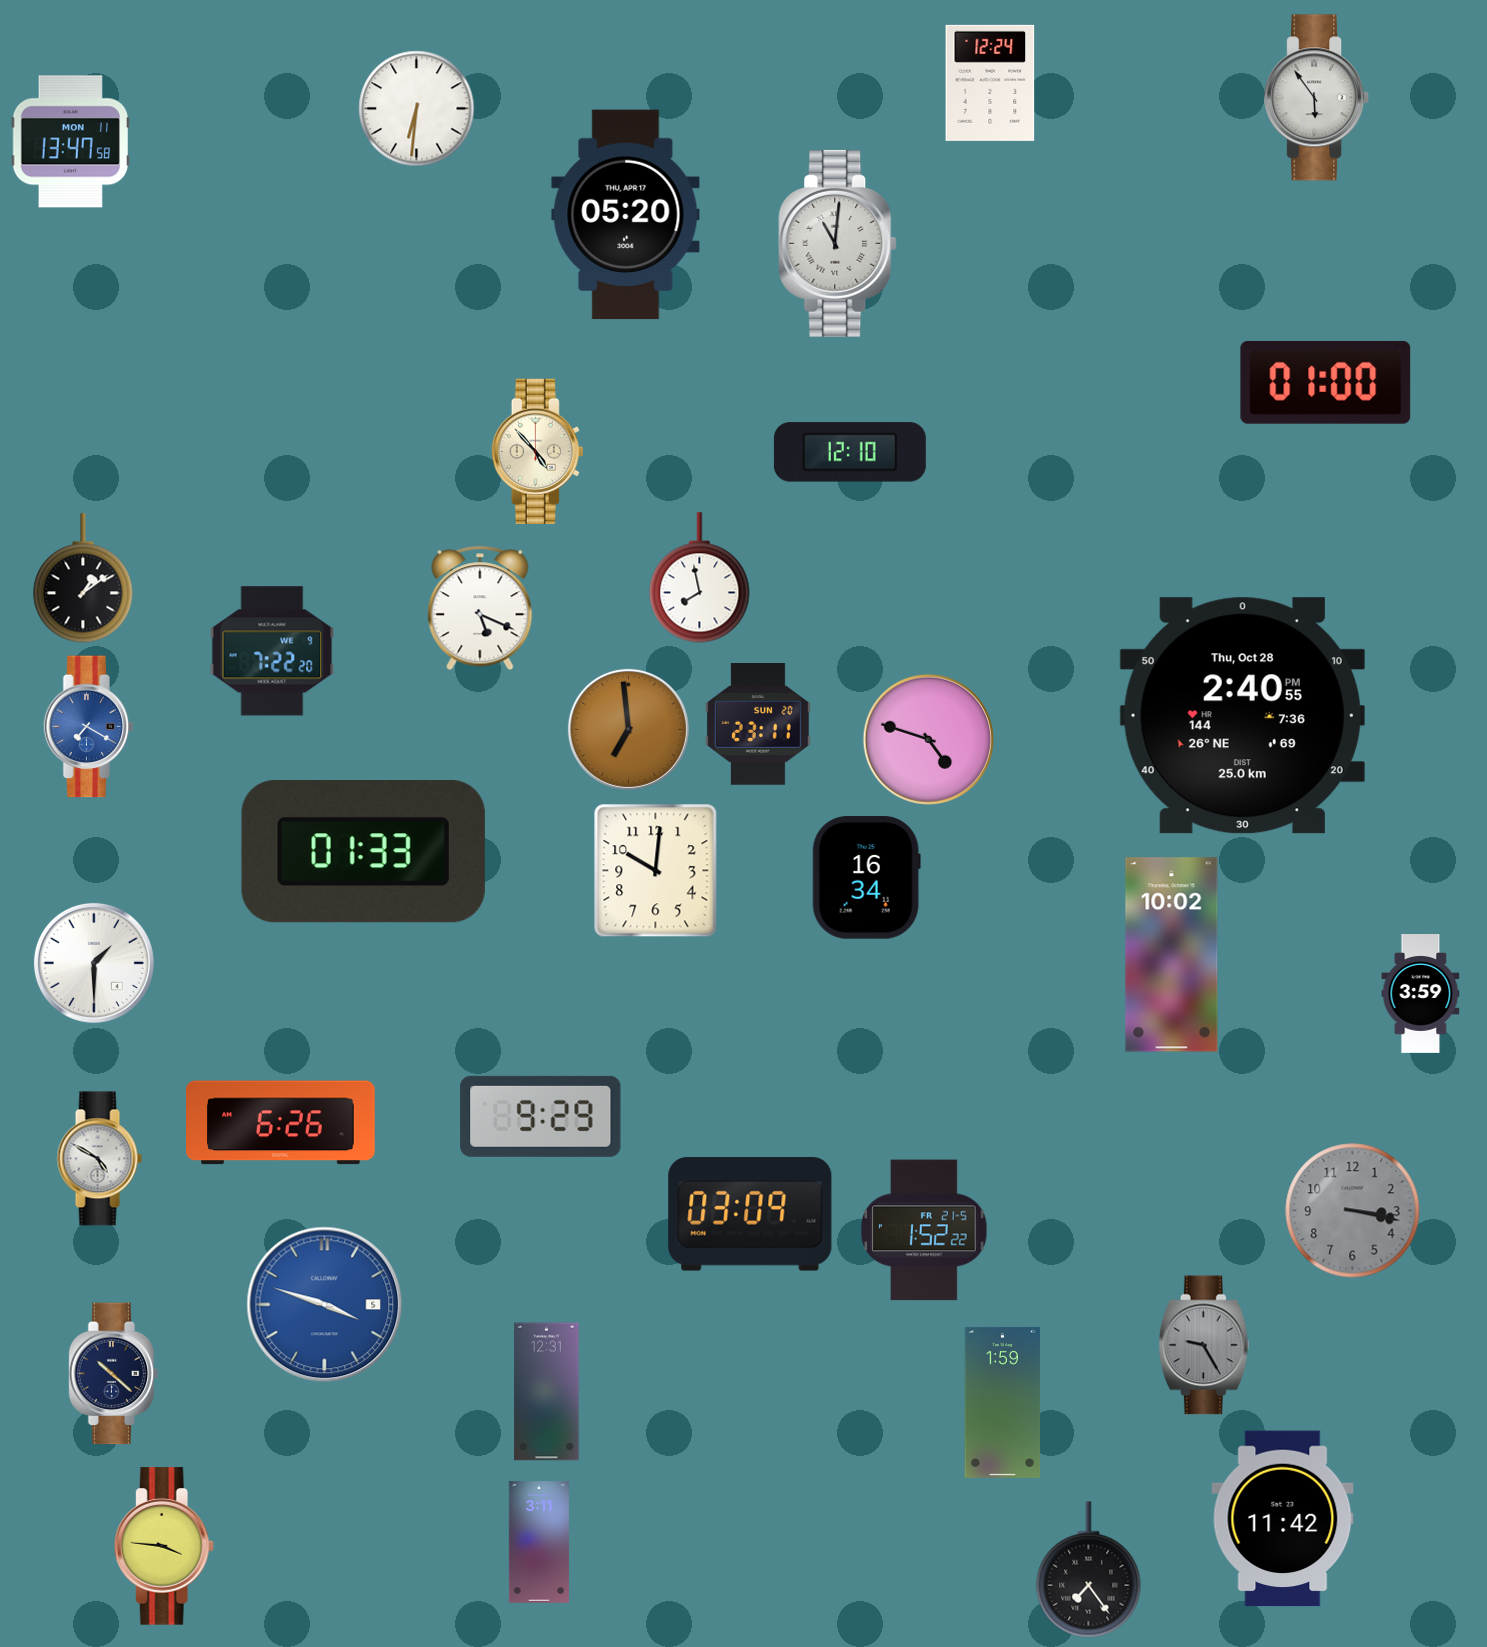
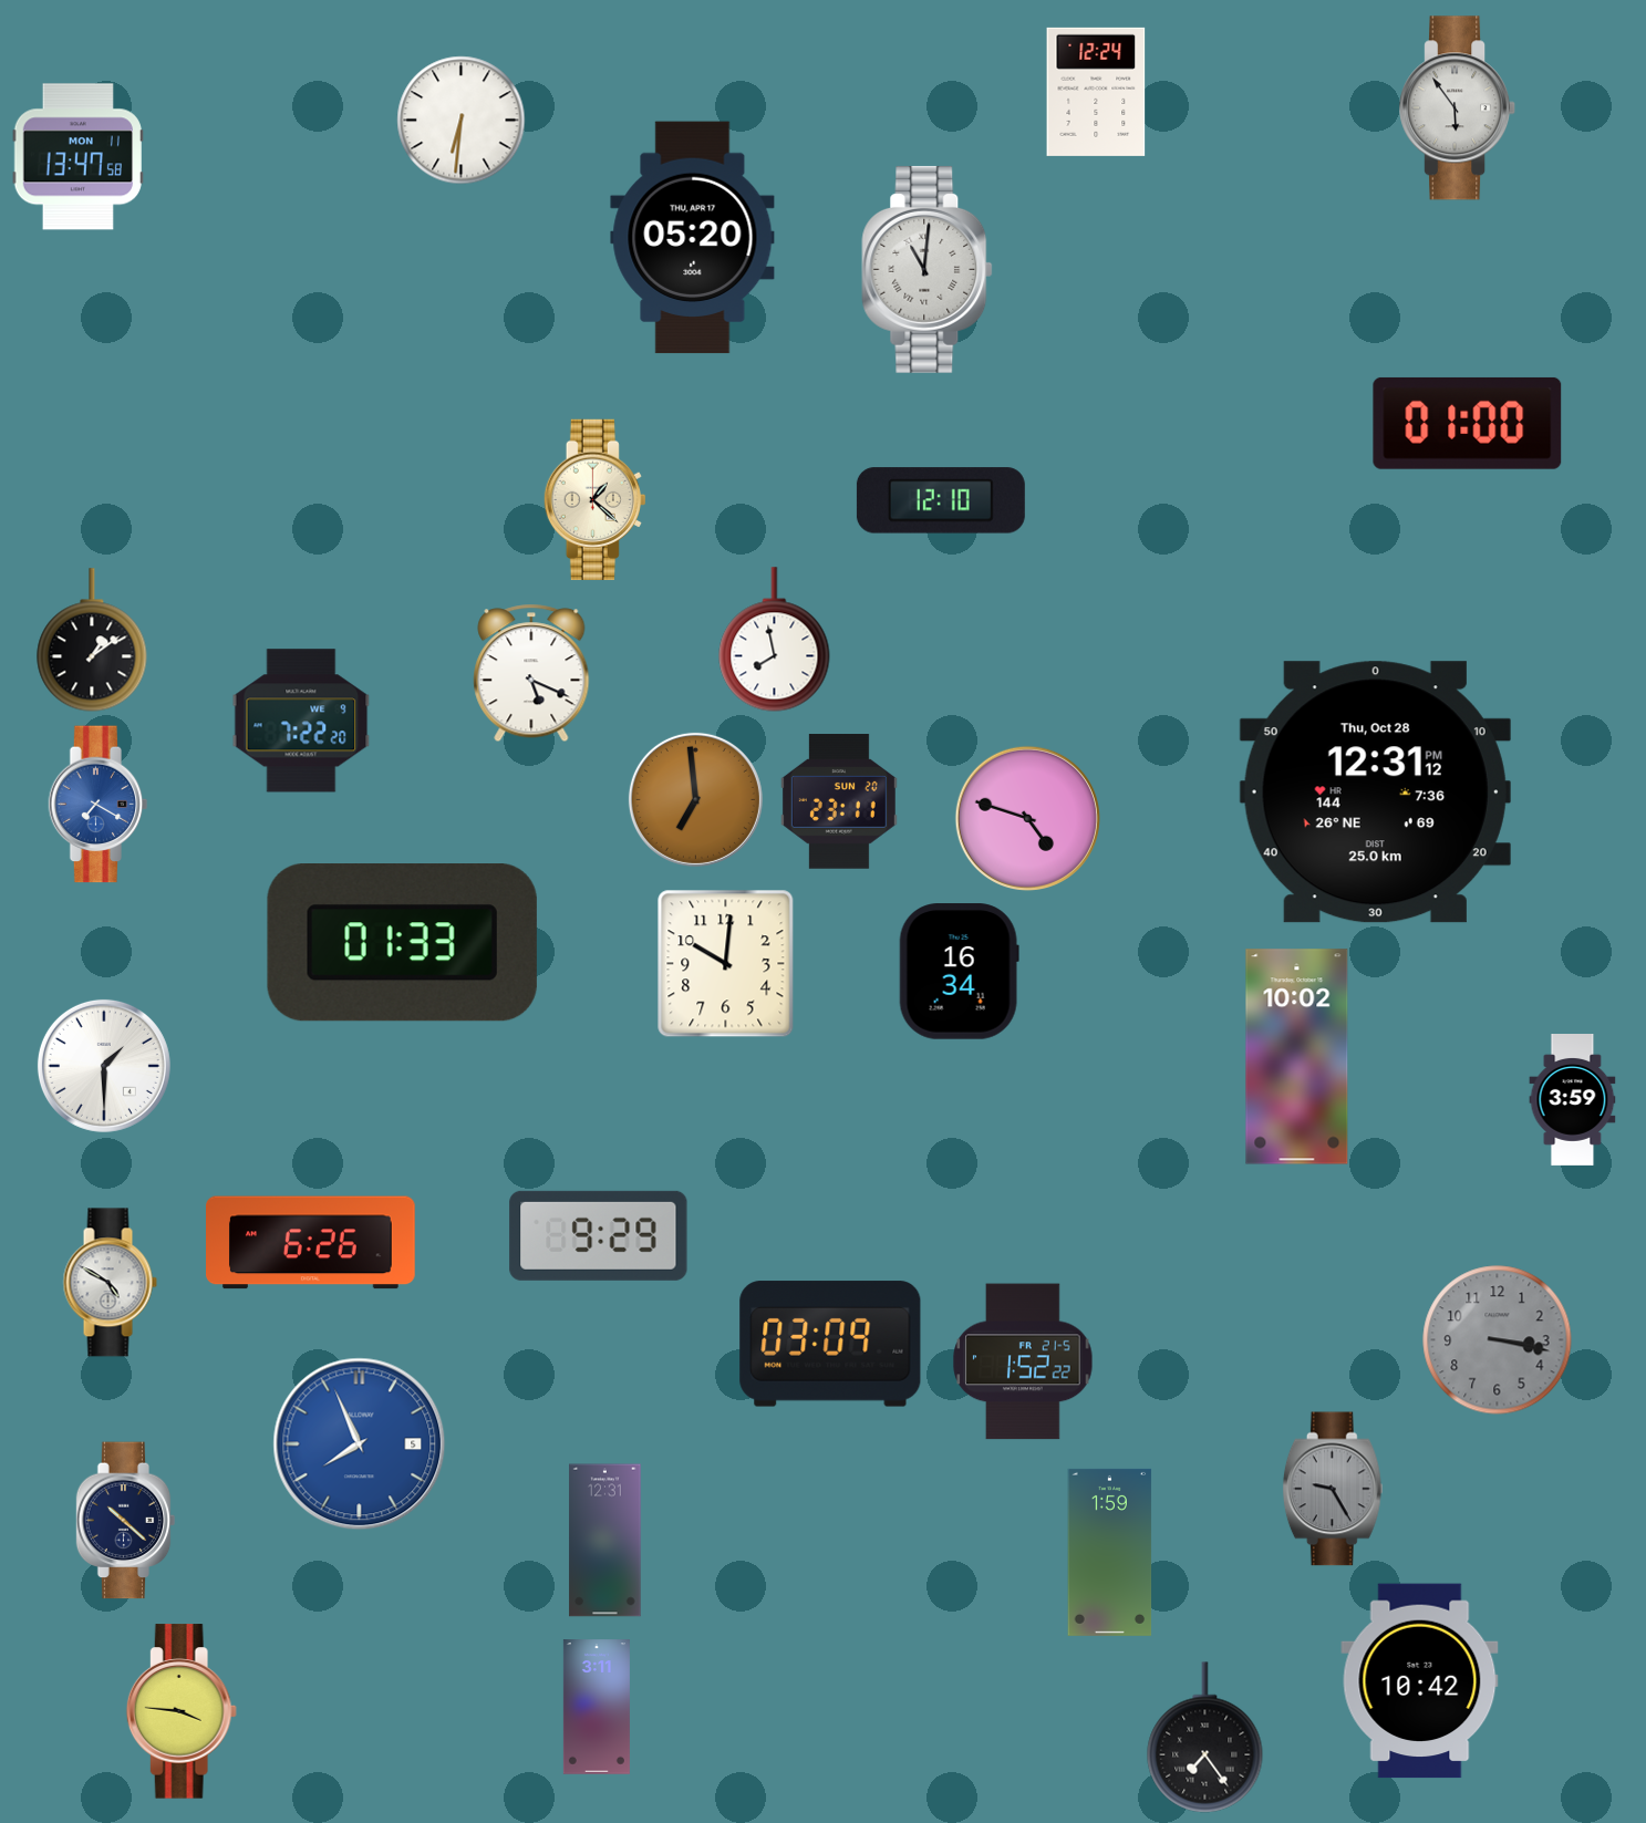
clock at (537, 451): 4:53 -> 1:22
clock at (1242, 716): 2:40 -> 12:31
clock at (628, 729) position: (628, 729) -> (695, 799)
clock at (325, 1305): 3:48 -> 7:56
clock at (1283, 1519): 11:42 -> 10:42
